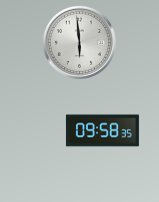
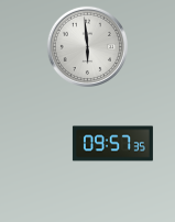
clock at (102, 131): 09:58 -> 09:57
